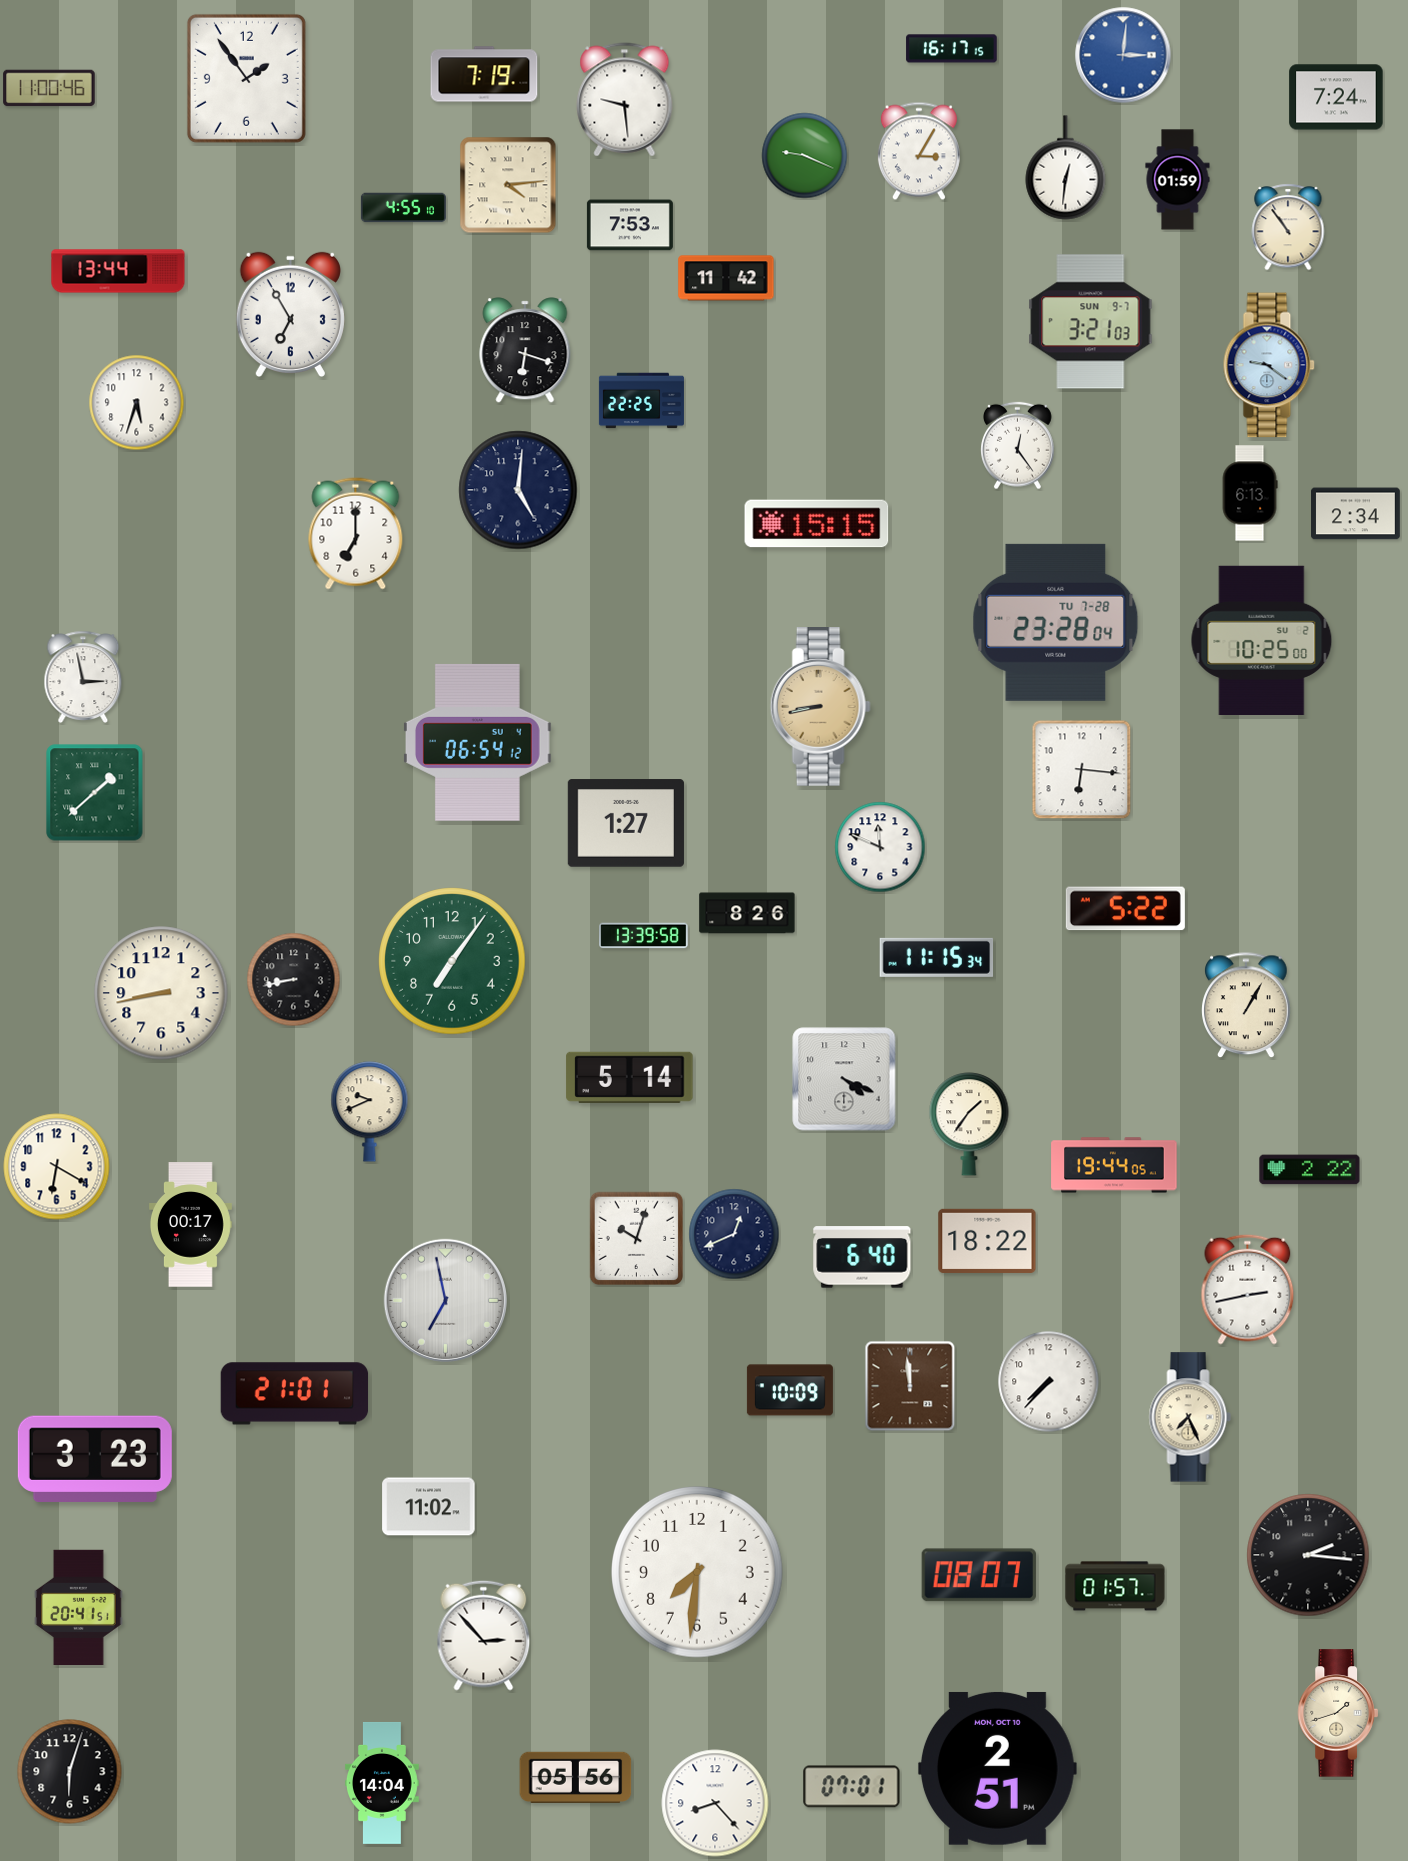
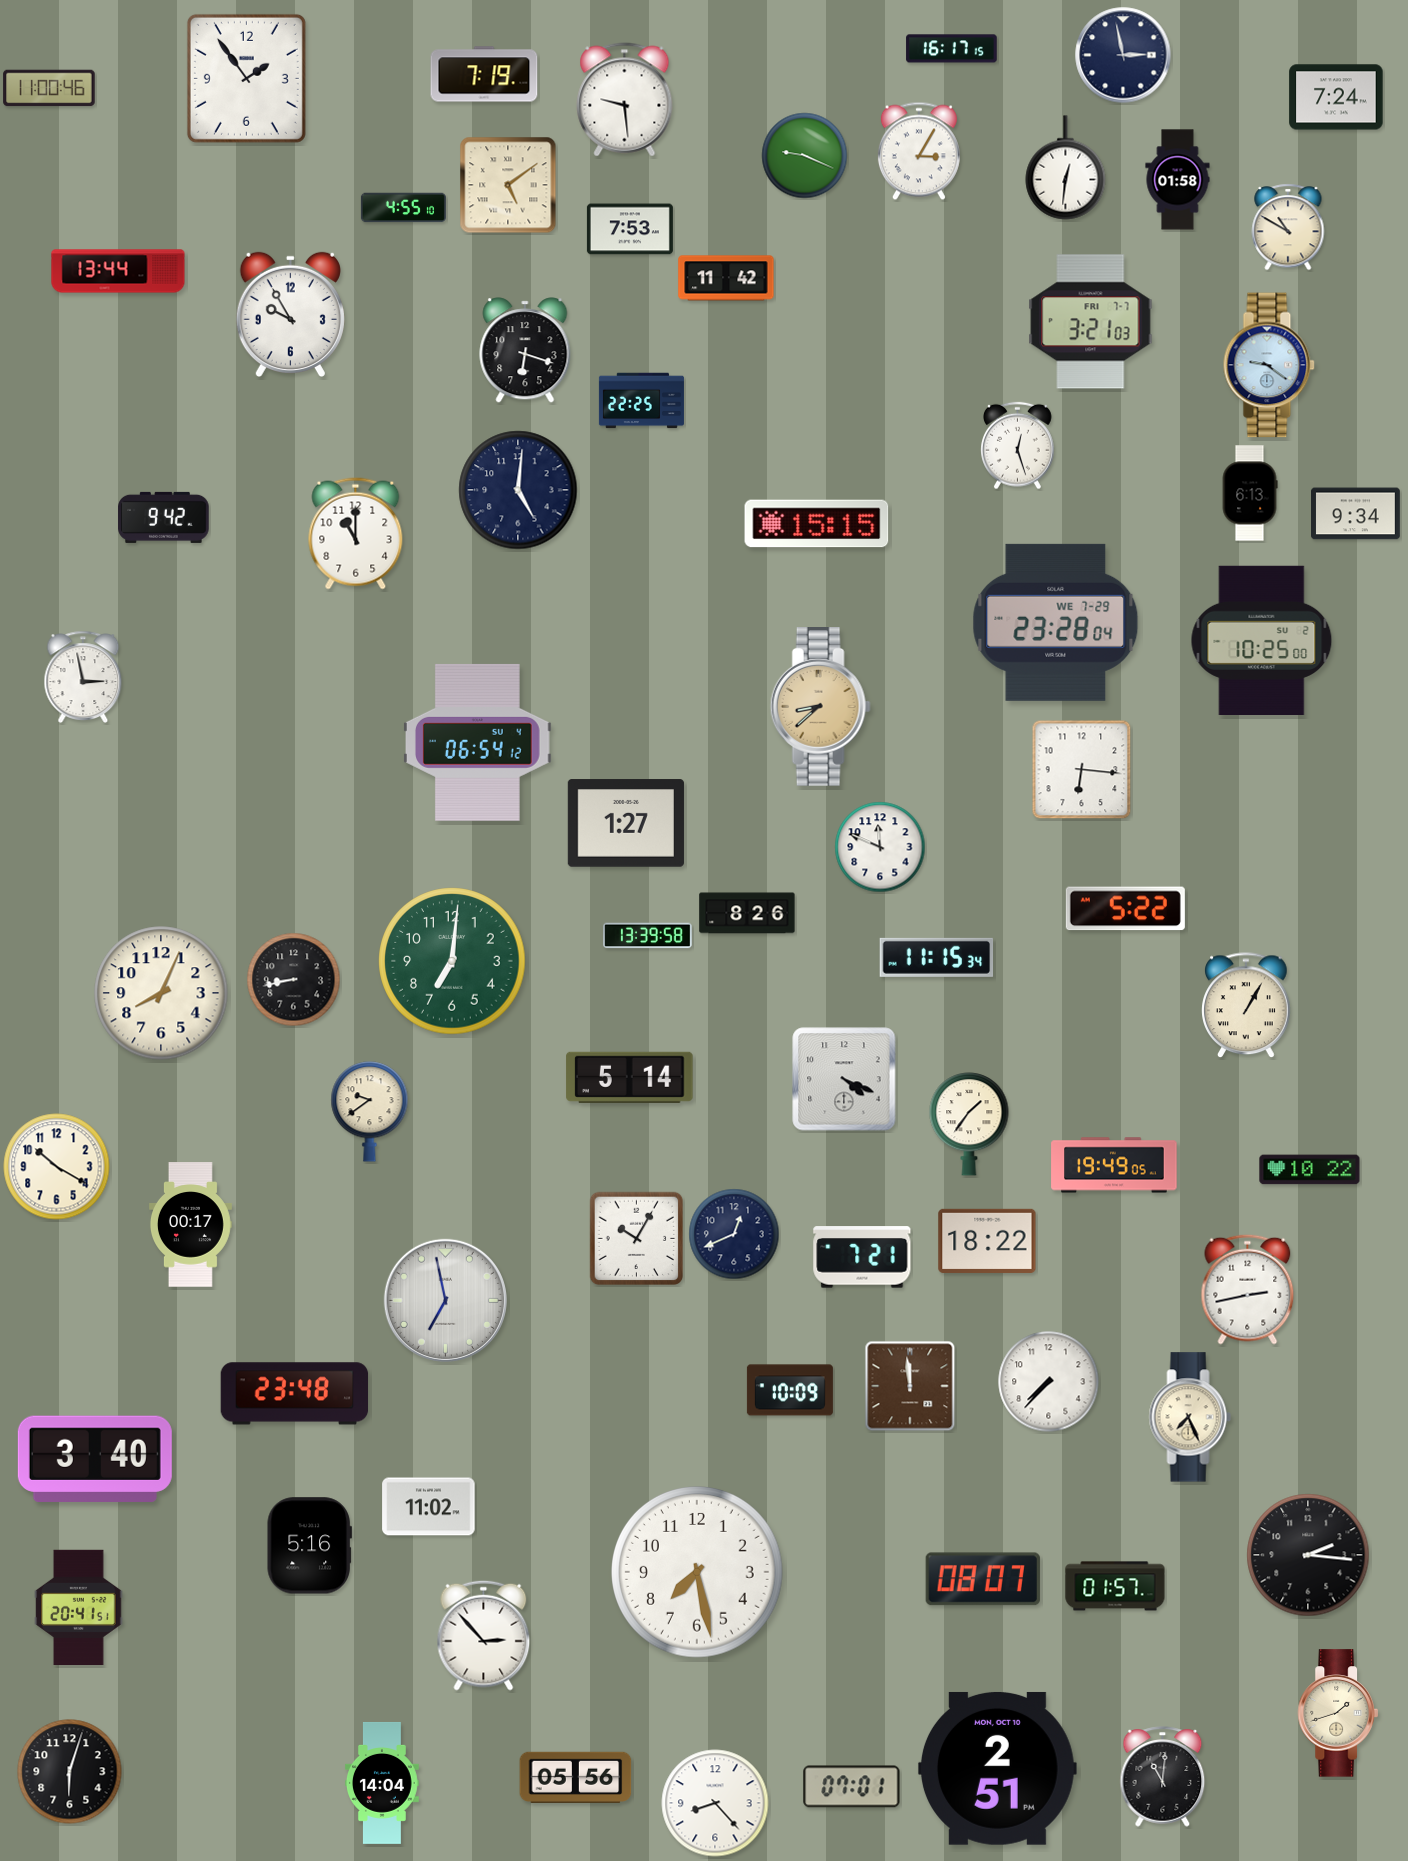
clock at (1123, 55): 3:01 -> 2:58
clock at (1123, 55) dial: blue -> navy
clock at (1178, 180): 01:59 -> 01:58
clock at (508, 185): 4:14 -> 5:09
clock at (630, 225) position: (630, 225) -> (630, 229)
clock at (1288, 227): 10:54 -> 10:50
clock at (290, 314): 6:55 -> 9:55
clock at (1091, 322) date: SUN 9-7 -> FRI 7-7
clock at (137, 403): 5:33 -> none
clock at (1018, 446): 12:24 -> 12:27
clock at (1356, 514): 2:34 -> 9:34
clock at (164, 517): none -> 9:42
clock at (356, 534): 7:00 -> 11:00
clock at (1056, 622) date: TU 7-28 -> WE 7-29
clock at (820, 707): 8:43 -> 8:38
clock at (95, 793): 1:38 -> none
clock at (644, 936) position: (644, 936) -> (648, 936)
clock at (452, 961): 7:06 -> 7:01
clock at (161, 993): 8:43 -> 8:04
clock at (370, 1112): 9:41 -> 9:39
clock at (1114, 1165): 19:44 -> 19:49
clock at (57, 1167): 6:20 -> 10:20
clock at (1310, 1170): 2:22 -> 10:22
clock at (637, 1239): 10:03 -> 10:05
clock at (862, 1257): 6:40 -> 7:21
clock at (295, 1394): 21:01 -> 23:48
clock at (95, 1458): 3:23 -> 3:40
clock at (309, 1546): none -> 5:16
clock at (698, 1573): 7:31 -> 7:28
clock at (979, 1575) position: (979, 1575) -> (983, 1579)
clock at (1163, 1777): none -> 11:01
